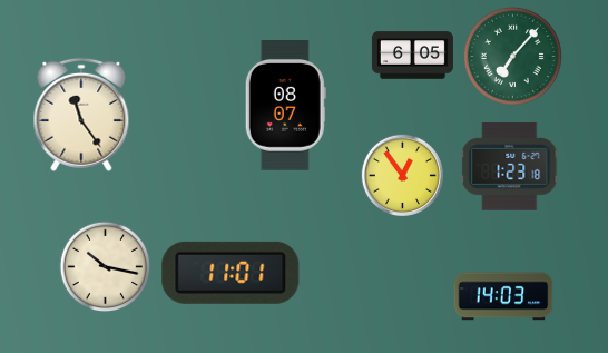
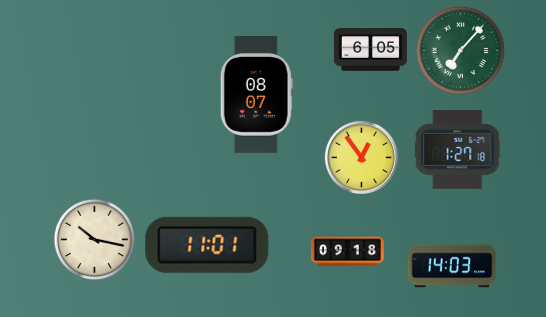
clock at (81, 115): 11:24 -> none
clock at (510, 167): 1:23 -> 1:27
clock at (347, 252): none -> 09:18
